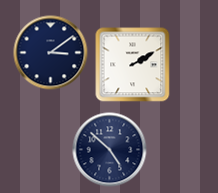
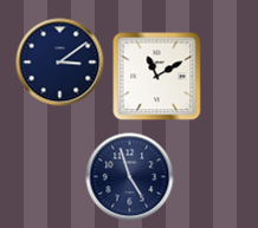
clock at (133, 65): 2:10 -> 11:10
clock at (110, 150): 4:52 -> 4:57
